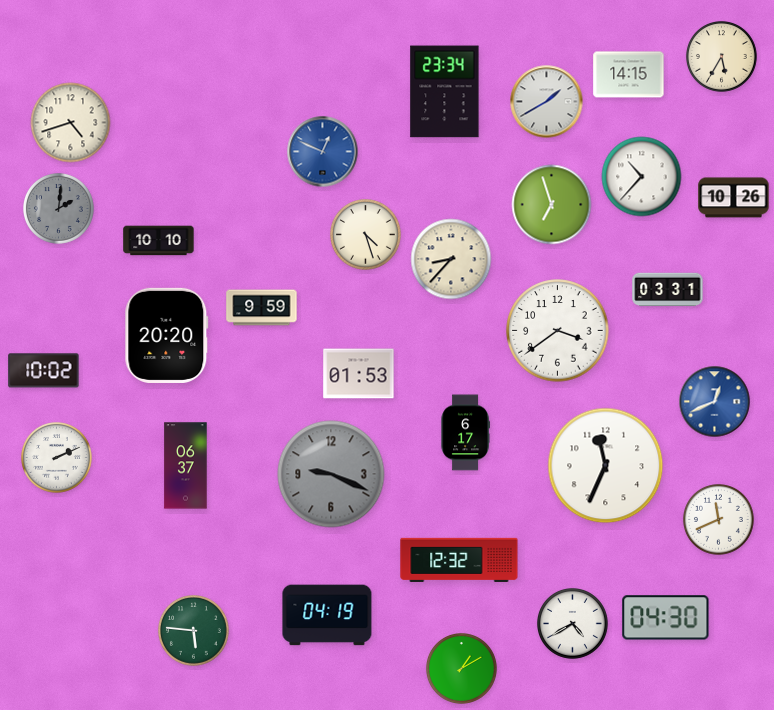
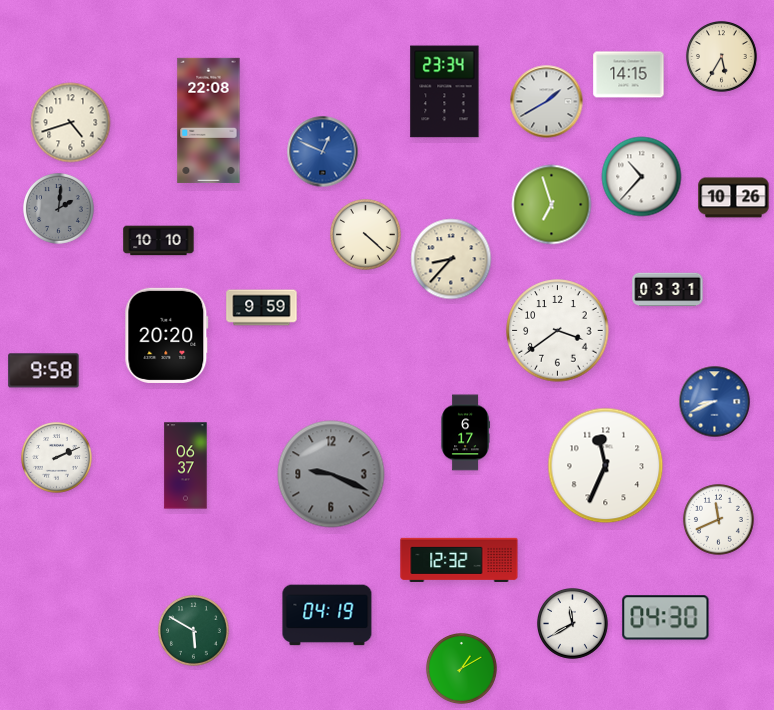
clock at (209, 120): none -> 22:08
clock at (366, 235): 4:27 -> 4:22
clock at (44, 371): 10:02 -> 9:58
clock at (359, 374): 01:53 -> none
clock at (715, 402): 12:41 -> 8:41
clock at (573, 624): 4:40 -> 11:40
clock at (194, 631): 5:46 -> 5:50
